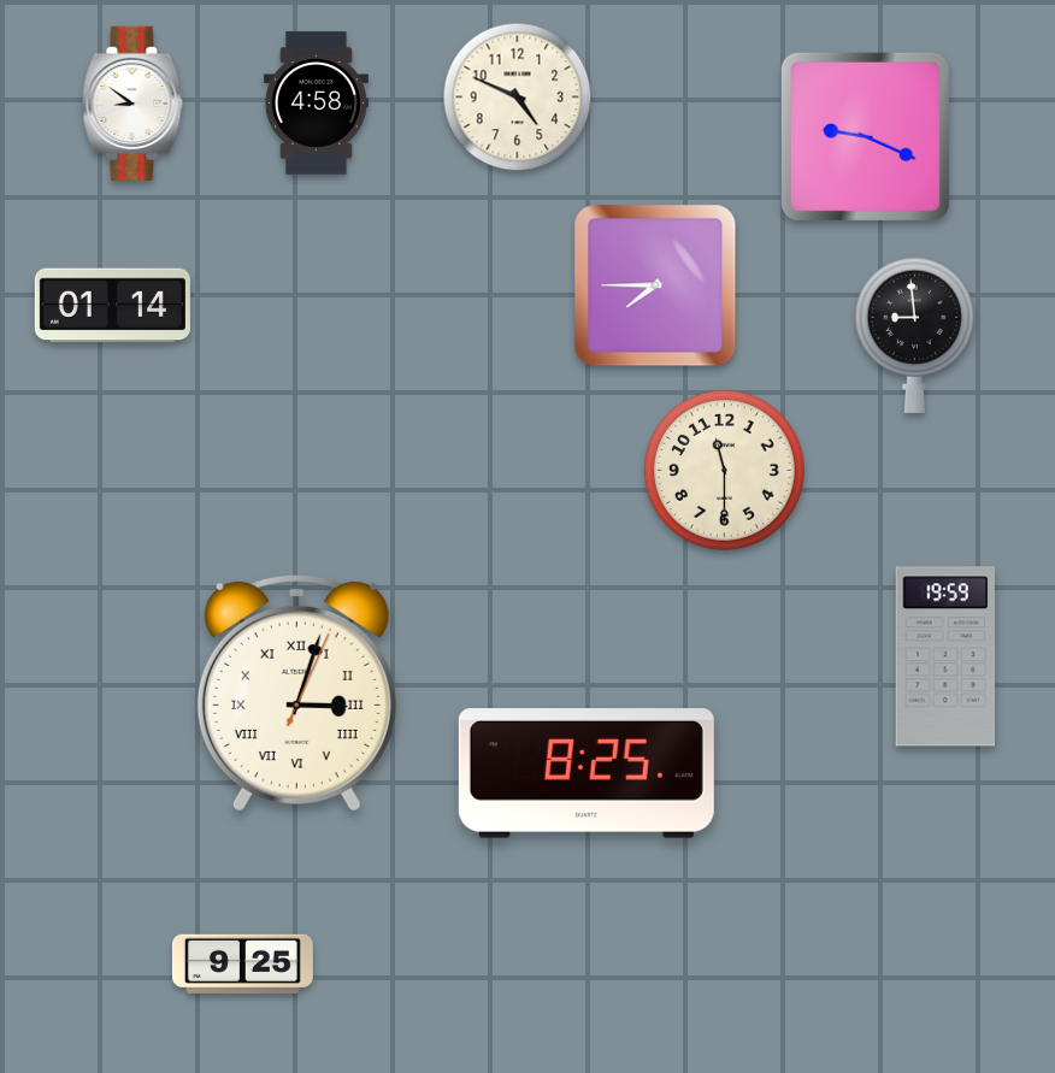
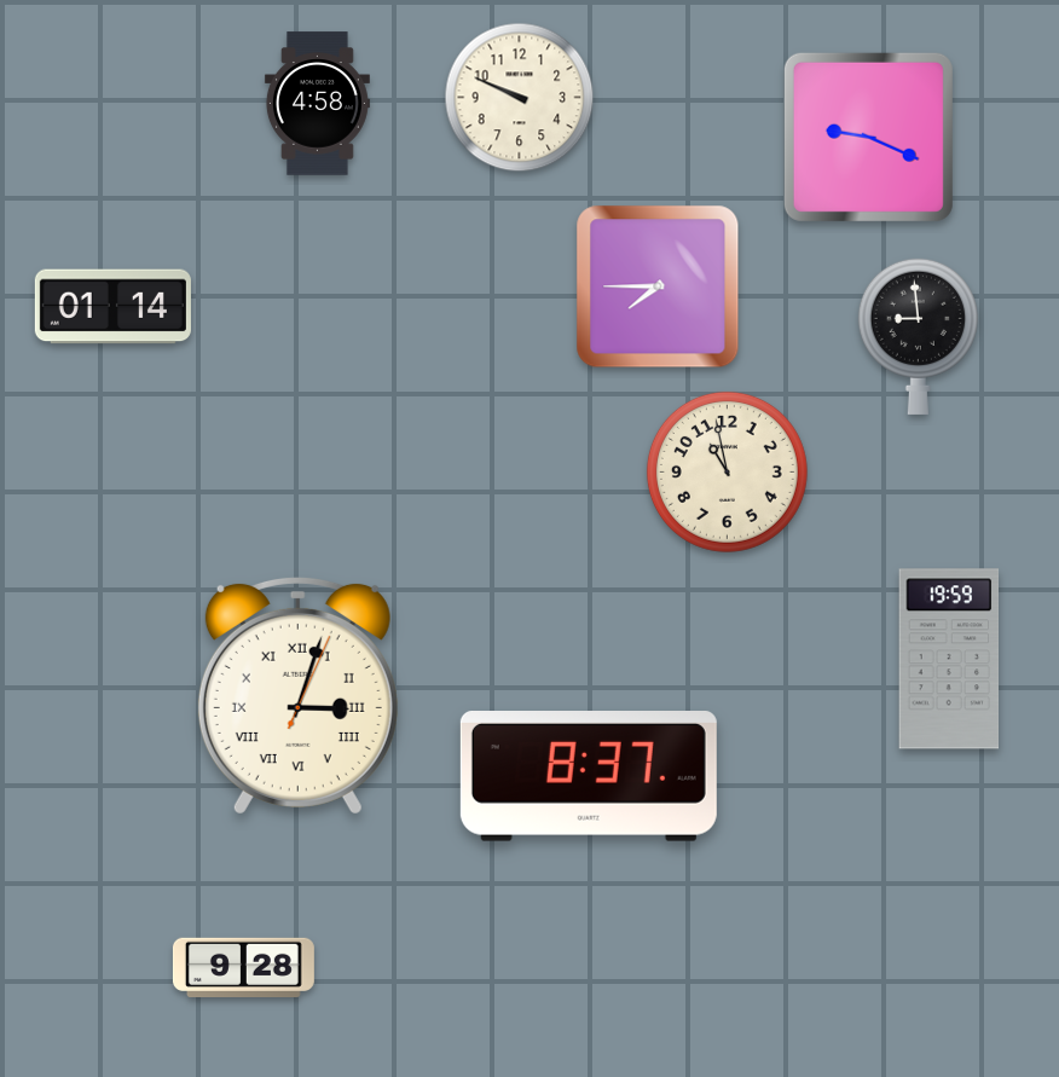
clock at (518, 98): 4:49 -> 9:49
clock at (132, 102): 8:51 -> none
clock at (724, 470): 11:30 -> 10:58
clock at (587, 774): 8:25 -> 8:37
clock at (242, 963): 9:25 -> 9:28
